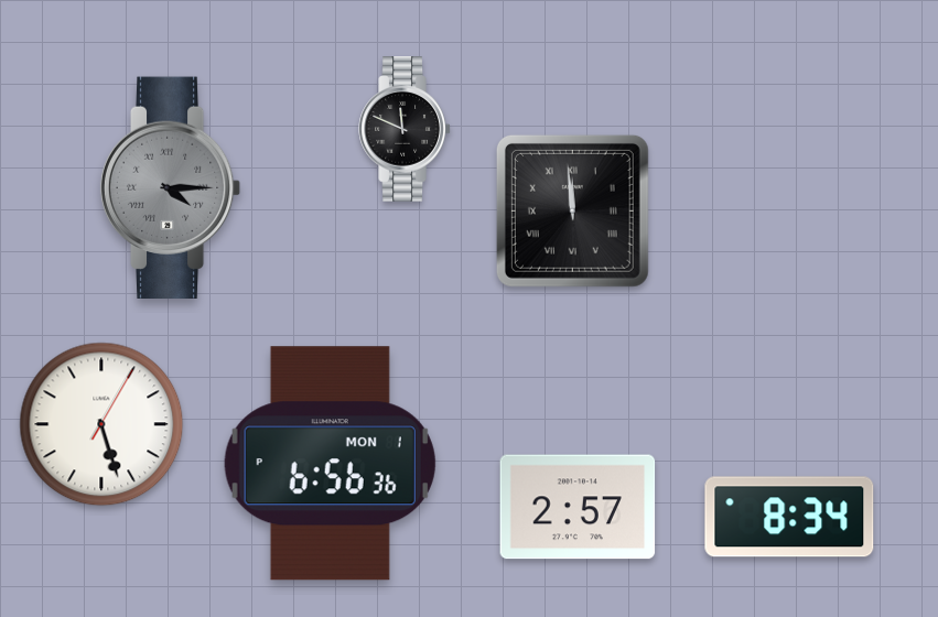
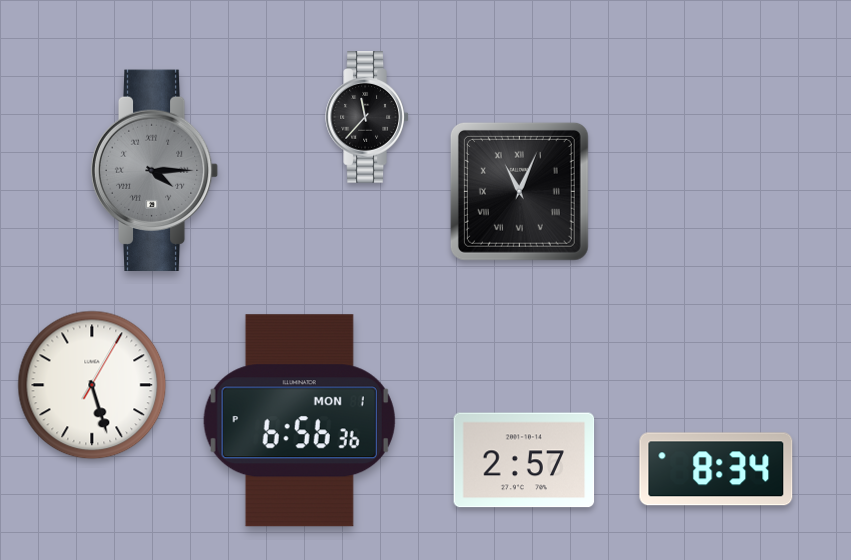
clock at (405, 129): 11:49 -> 11:37
clock at (572, 210): 11:59 -> 11:04
